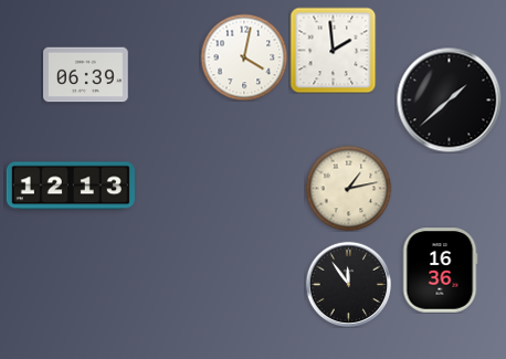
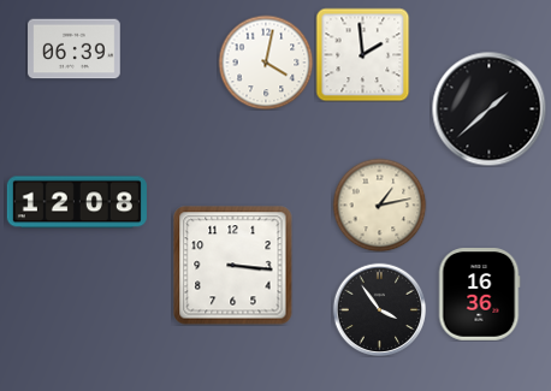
clock at (86, 75) position: (86, 75) -> (75, 49)
clock at (71, 186): 12:13 -> 12:08
clock at (233, 266): none -> 3:16
clock at (348, 284): 11:54 -> 3:54
